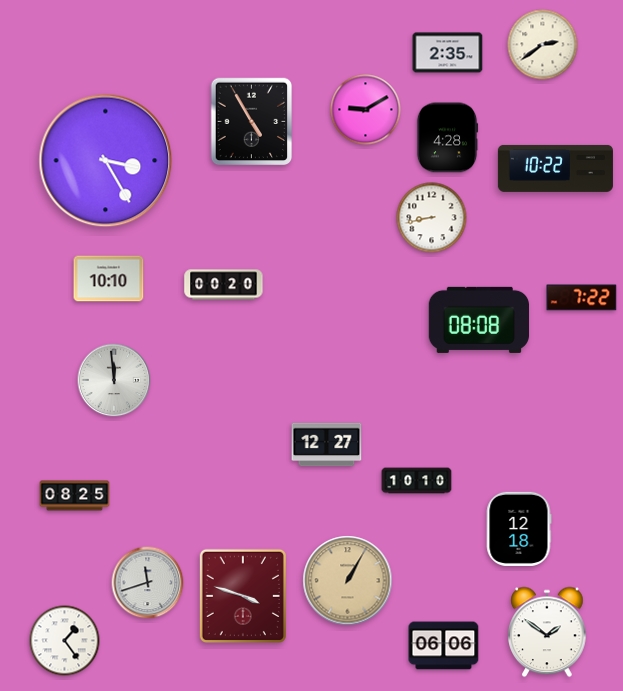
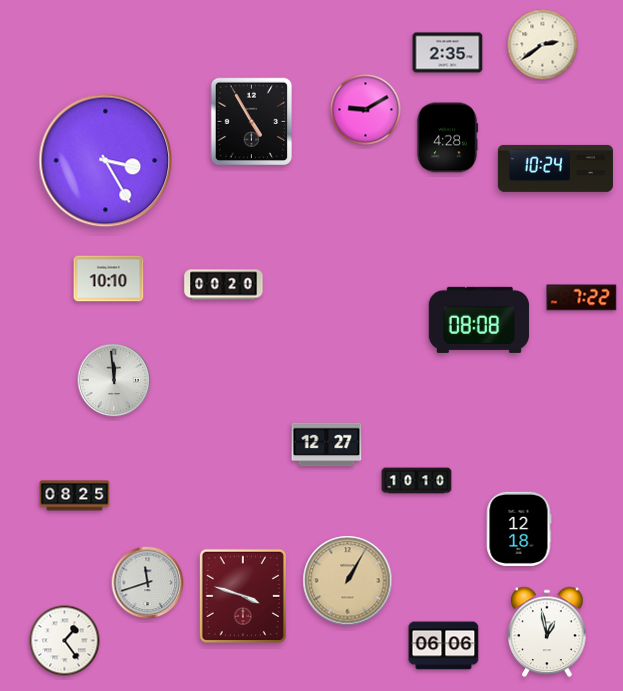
clock at (555, 168): 10:22 -> 10:24
clock at (432, 218): 8:43 -> none
clock at (547, 632): 1:51 -> 12:58
